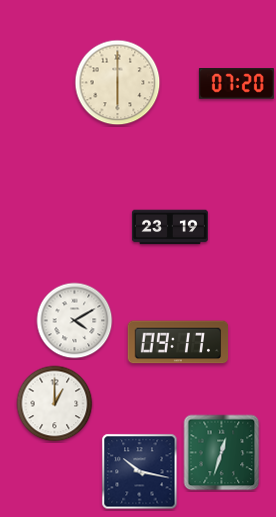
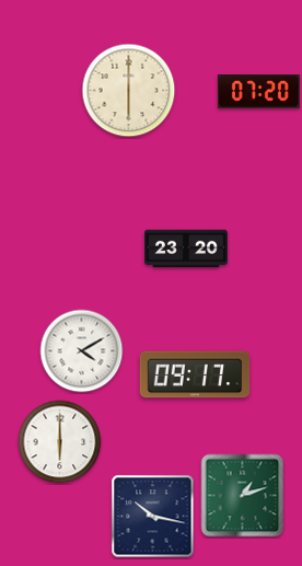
clock at (170, 227): 23:19 -> 23:20
clock at (55, 404): 1:00 -> 6:00
clock at (222, 453): 12:33 -> 1:12
